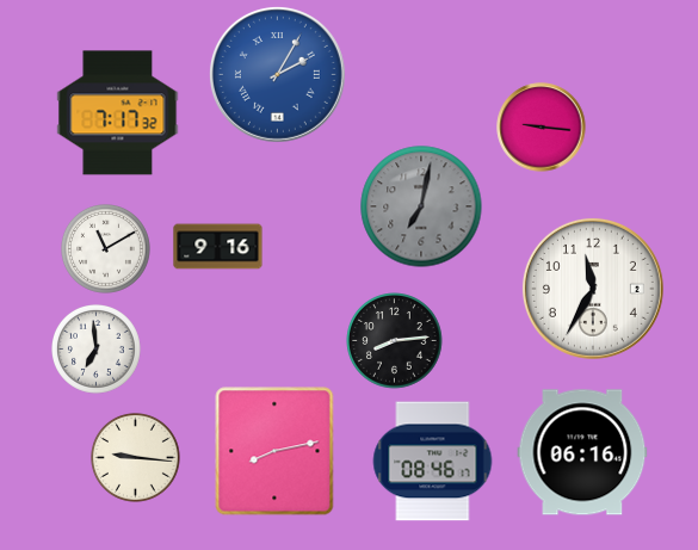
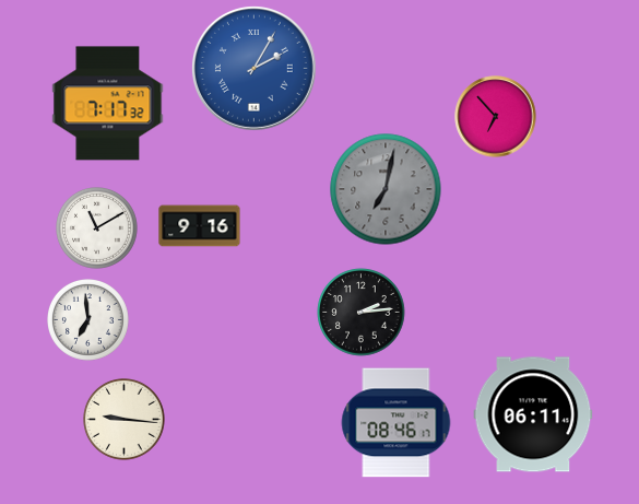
clock at (542, 128): 9:16 -> 6:53
clock at (593, 289): 11:35 -> none
clock at (395, 341): 8:14 -> 2:14
clock at (274, 451): 8:13 -> none
clock at (582, 452): 06:16 -> 06:11
